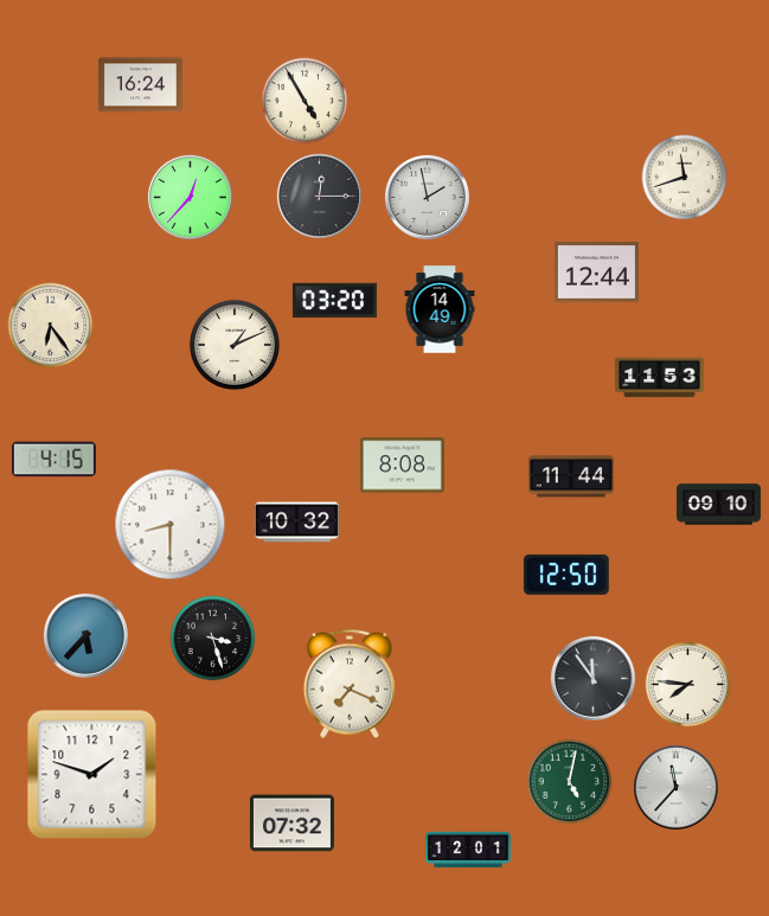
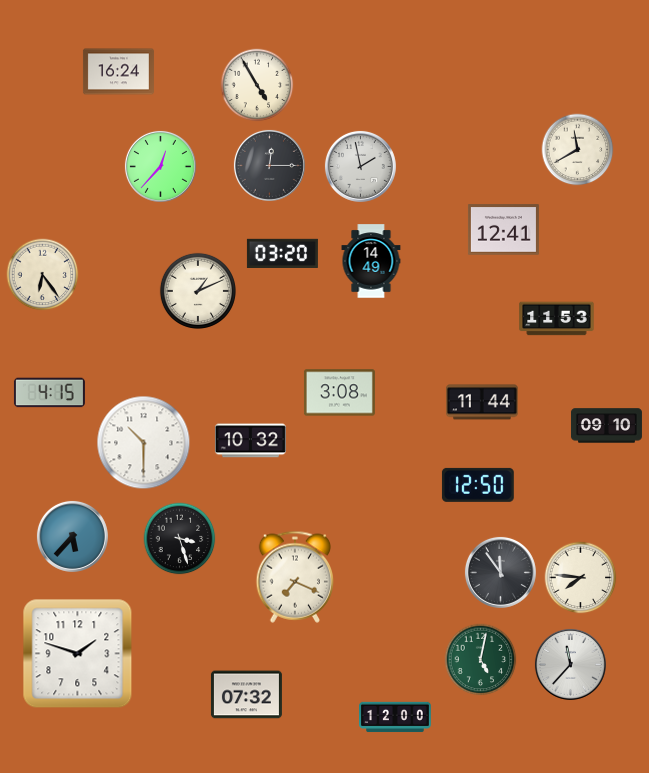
clock at (685, 178): 11:42 -> 11:40
clock at (596, 273): 12:44 -> 12:41
clock at (53, 460) position: (53, 460) -> (49, 393)
clock at (402, 466): 8:08 -> 3:08
clock at (171, 525): 8:30 -> 10:30
clock at (469, 850): 12:01 -> 12:00
